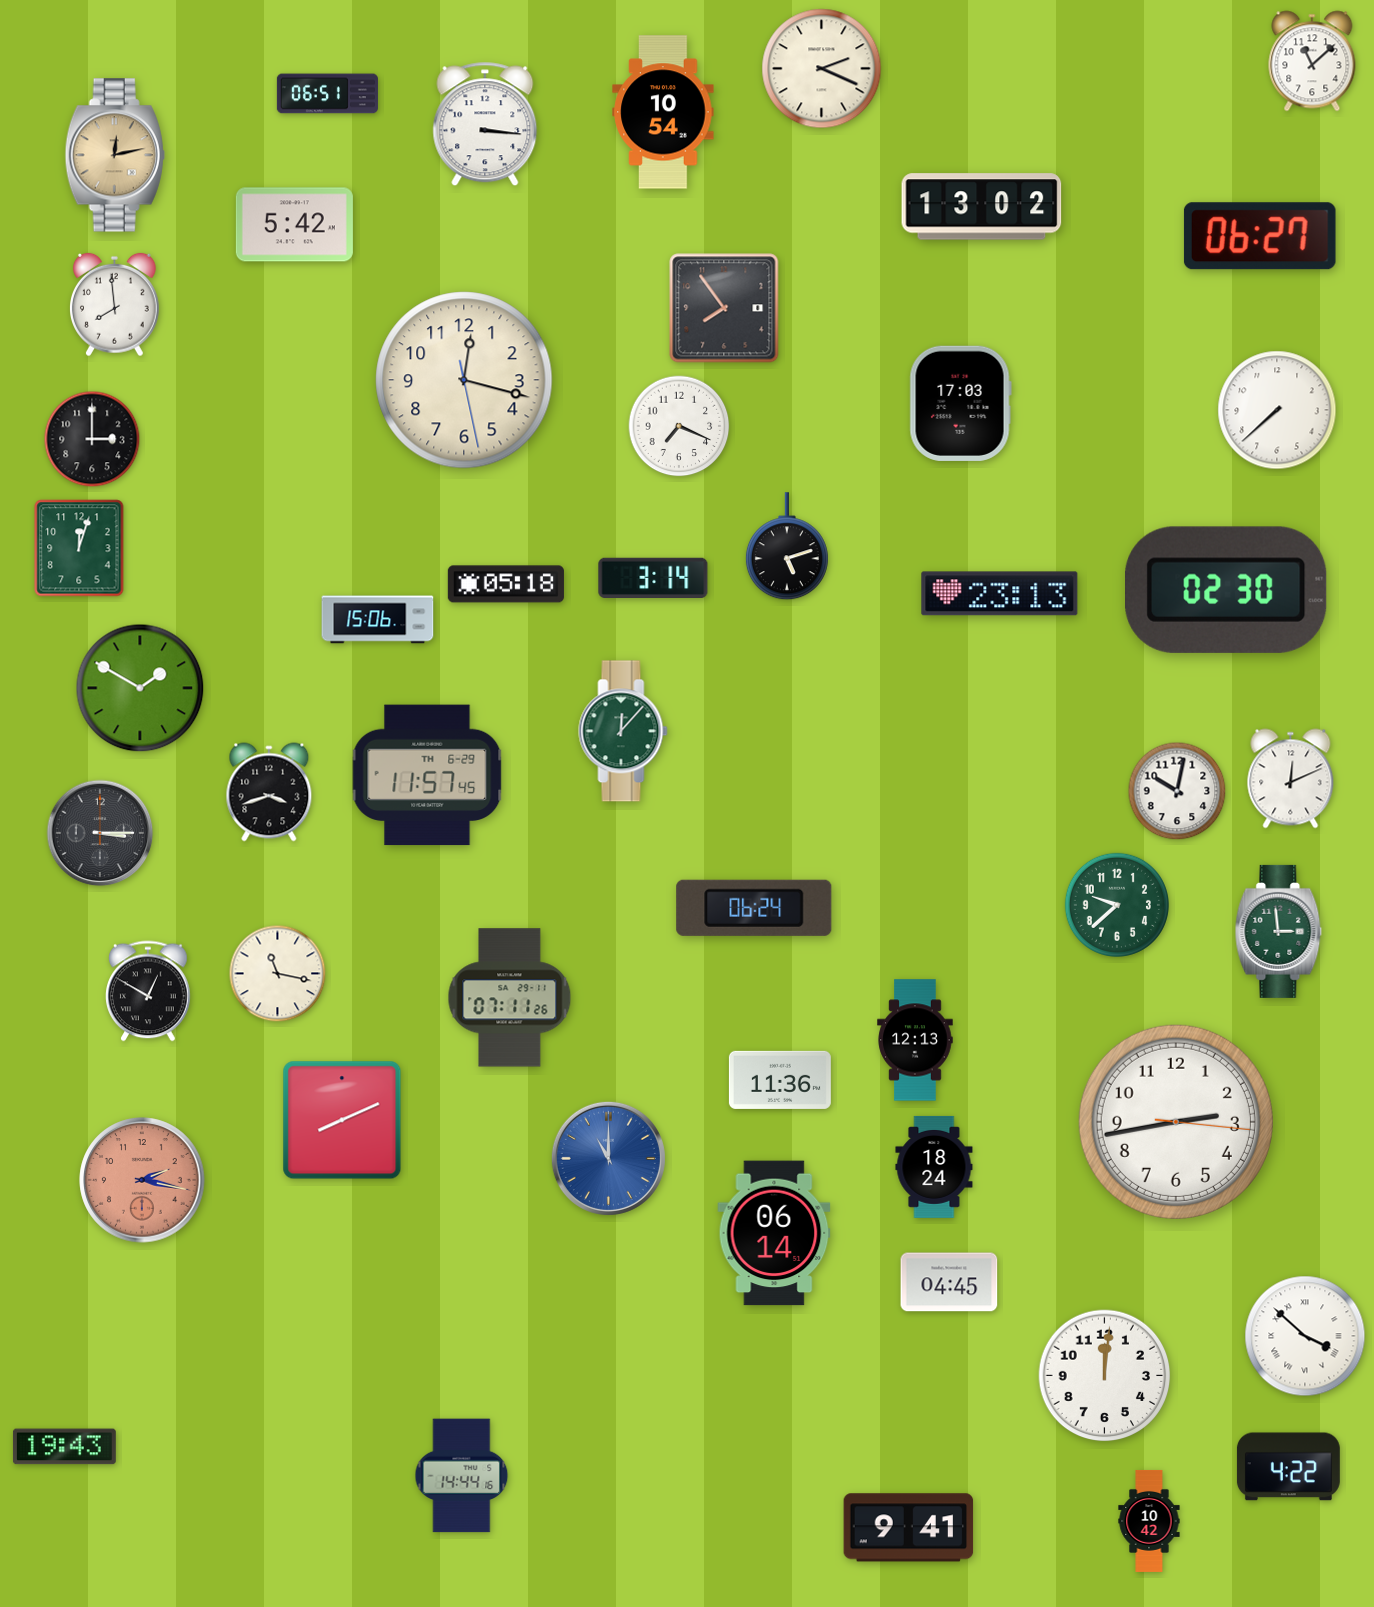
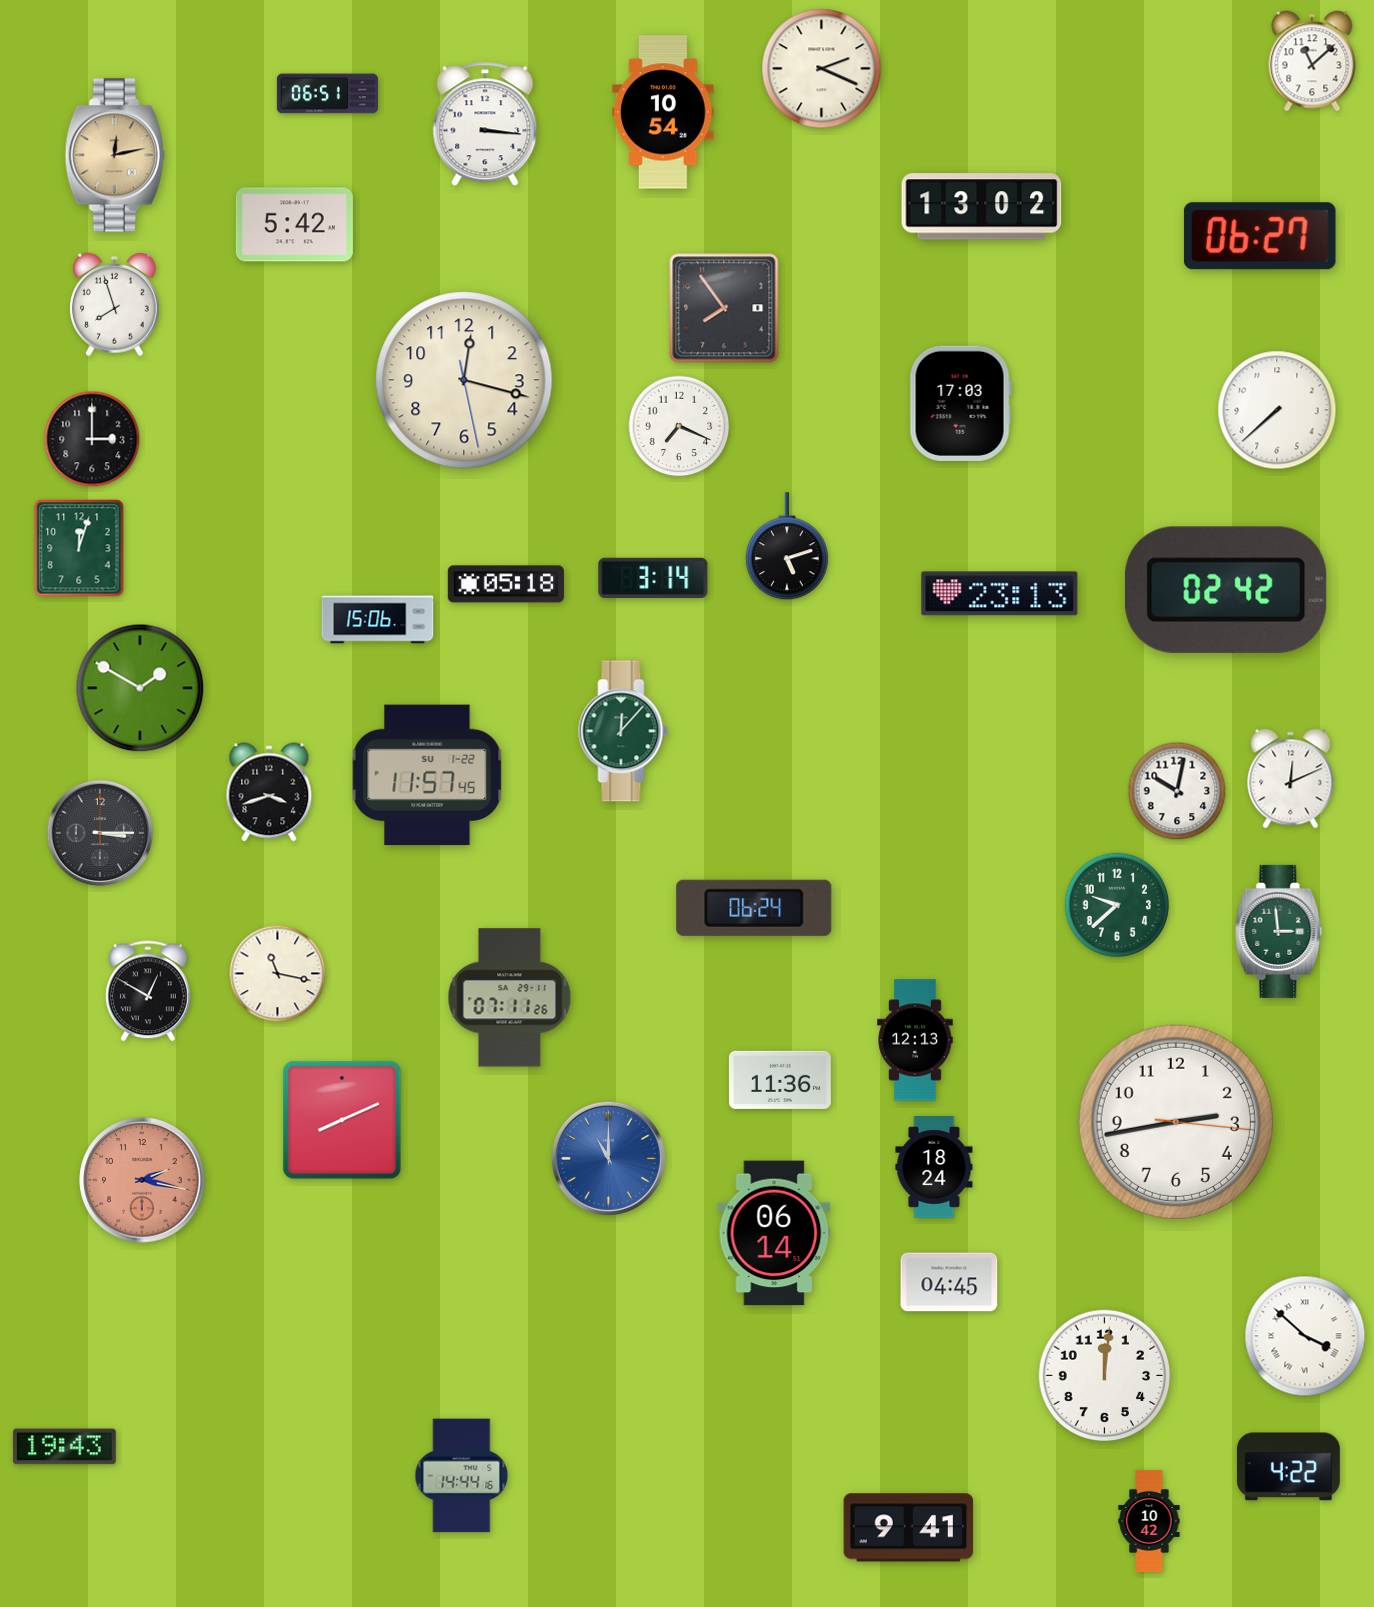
clock at (115, 305): 7:59 -> 7:57
clock at (1227, 590): 02:30 -> 02:42
clock at (427, 775) date: TH 6-29 -> SU 1-22
